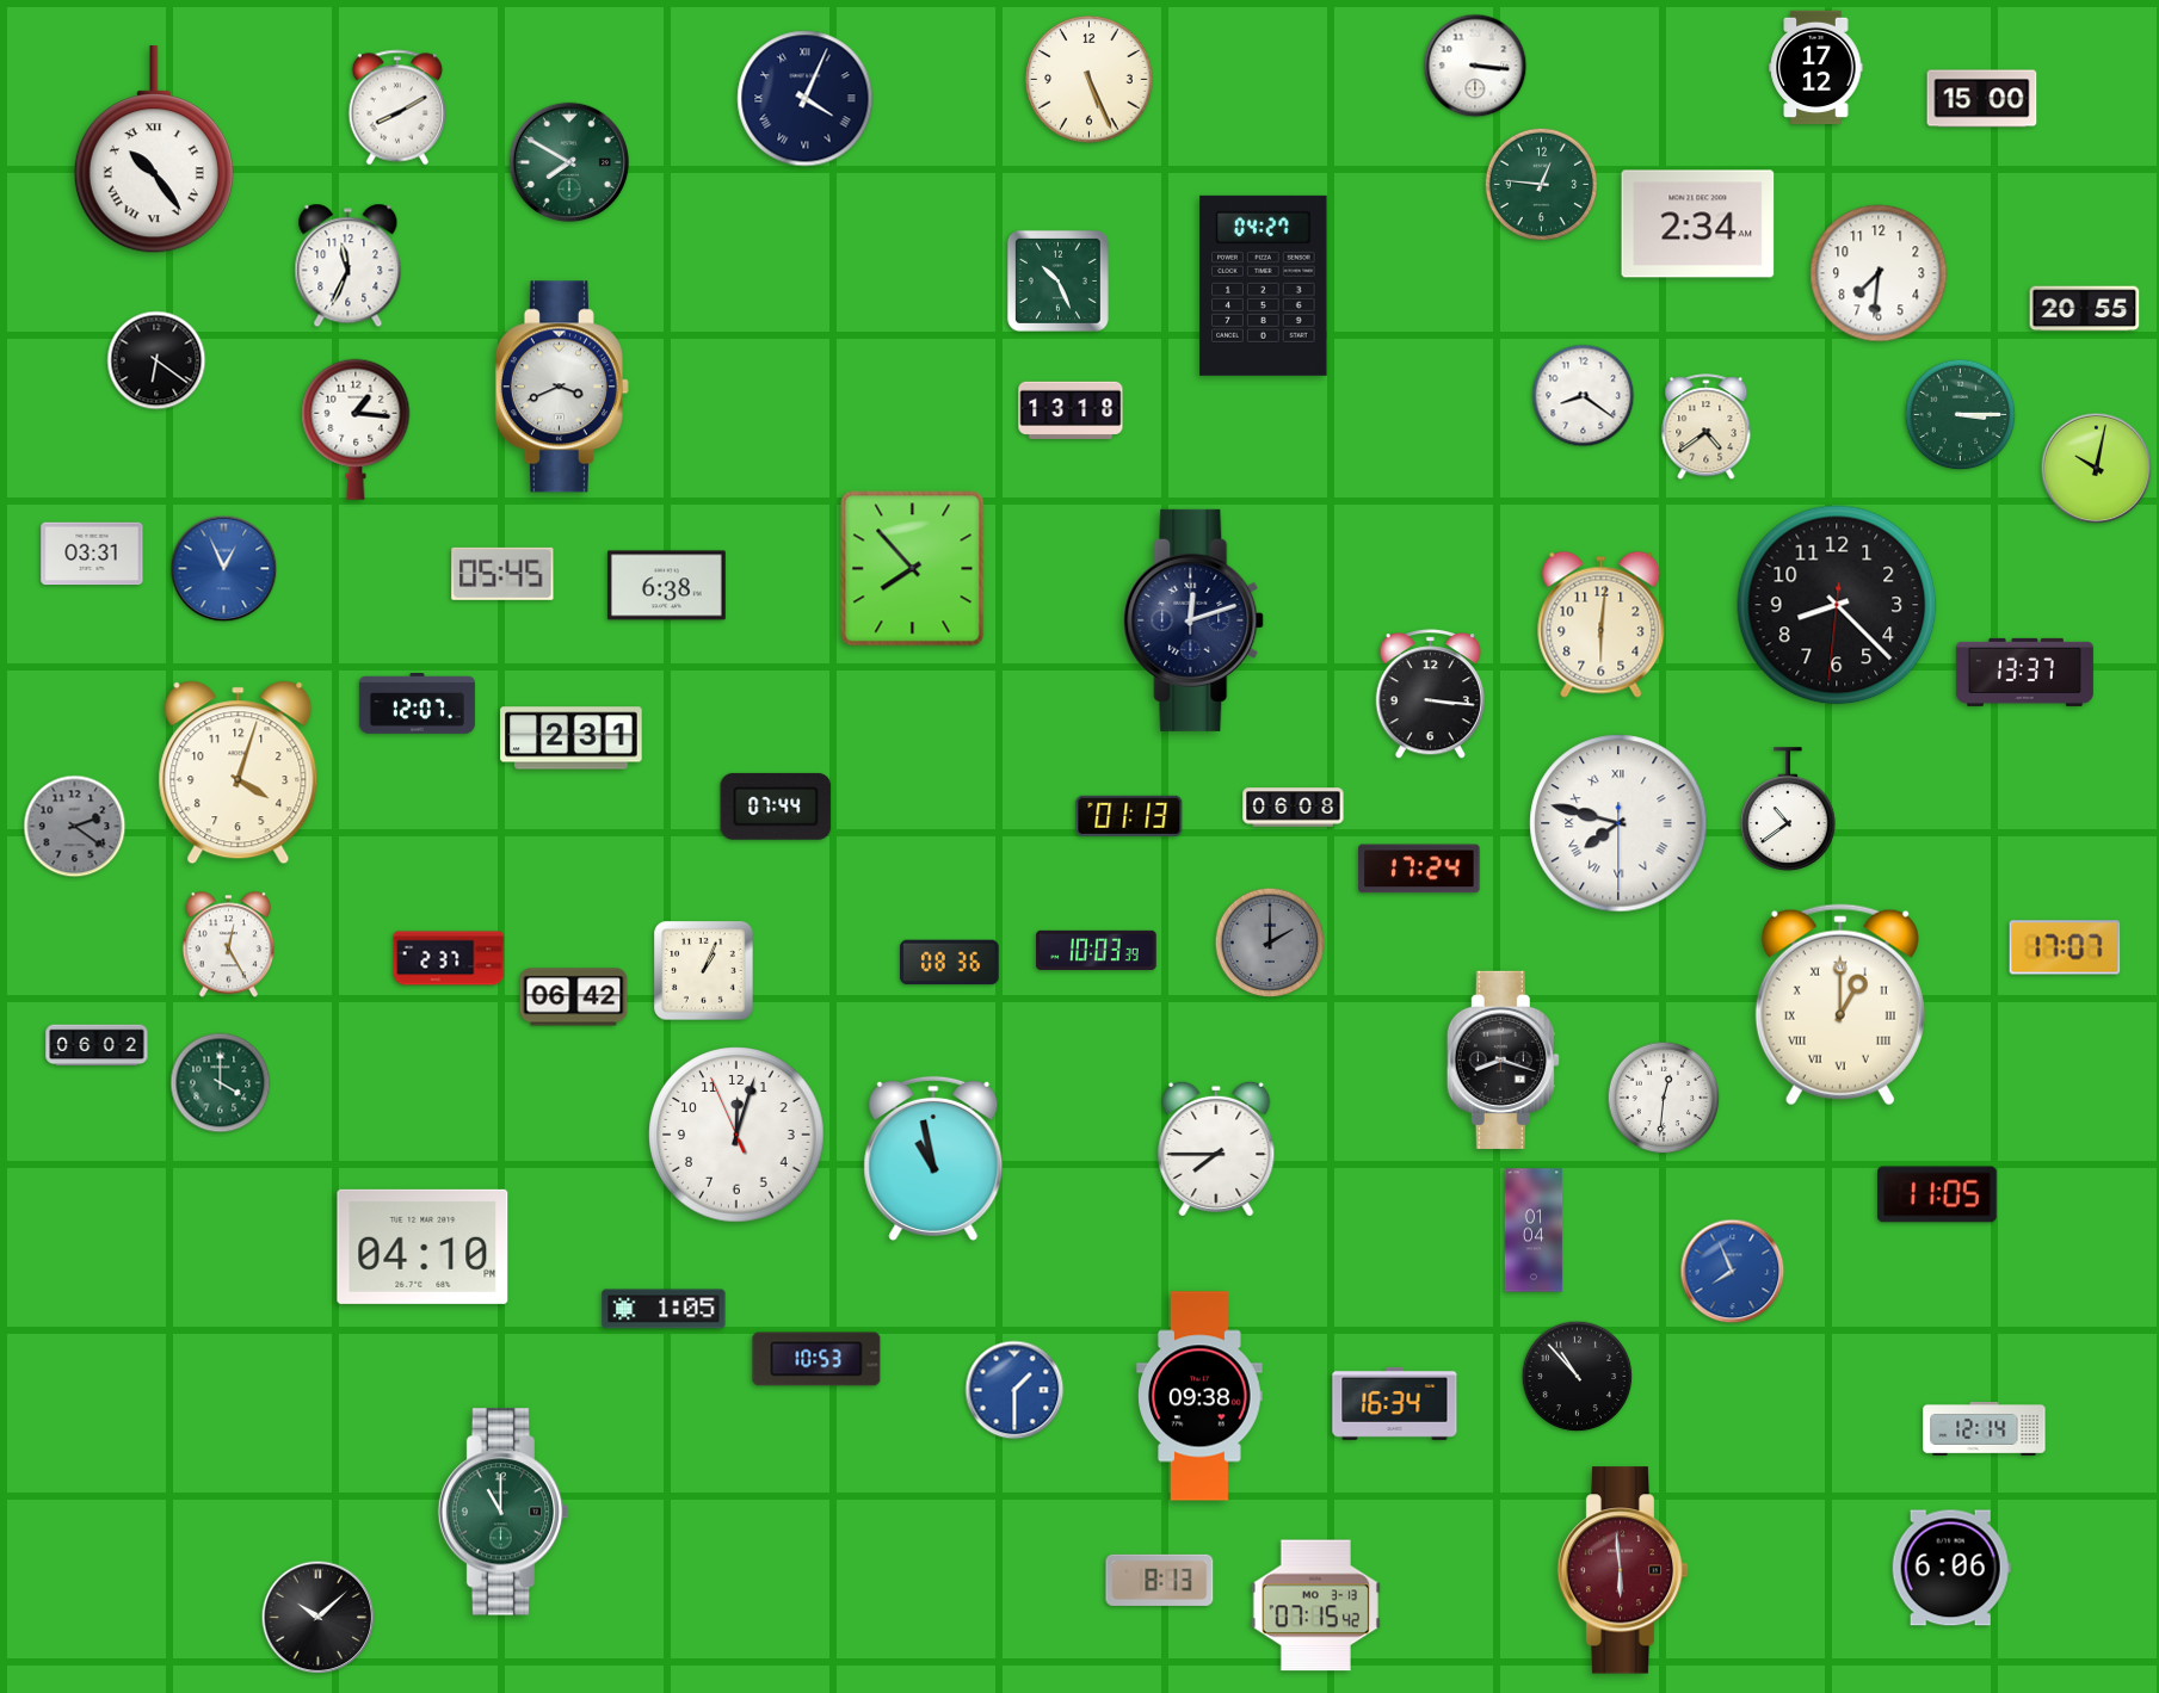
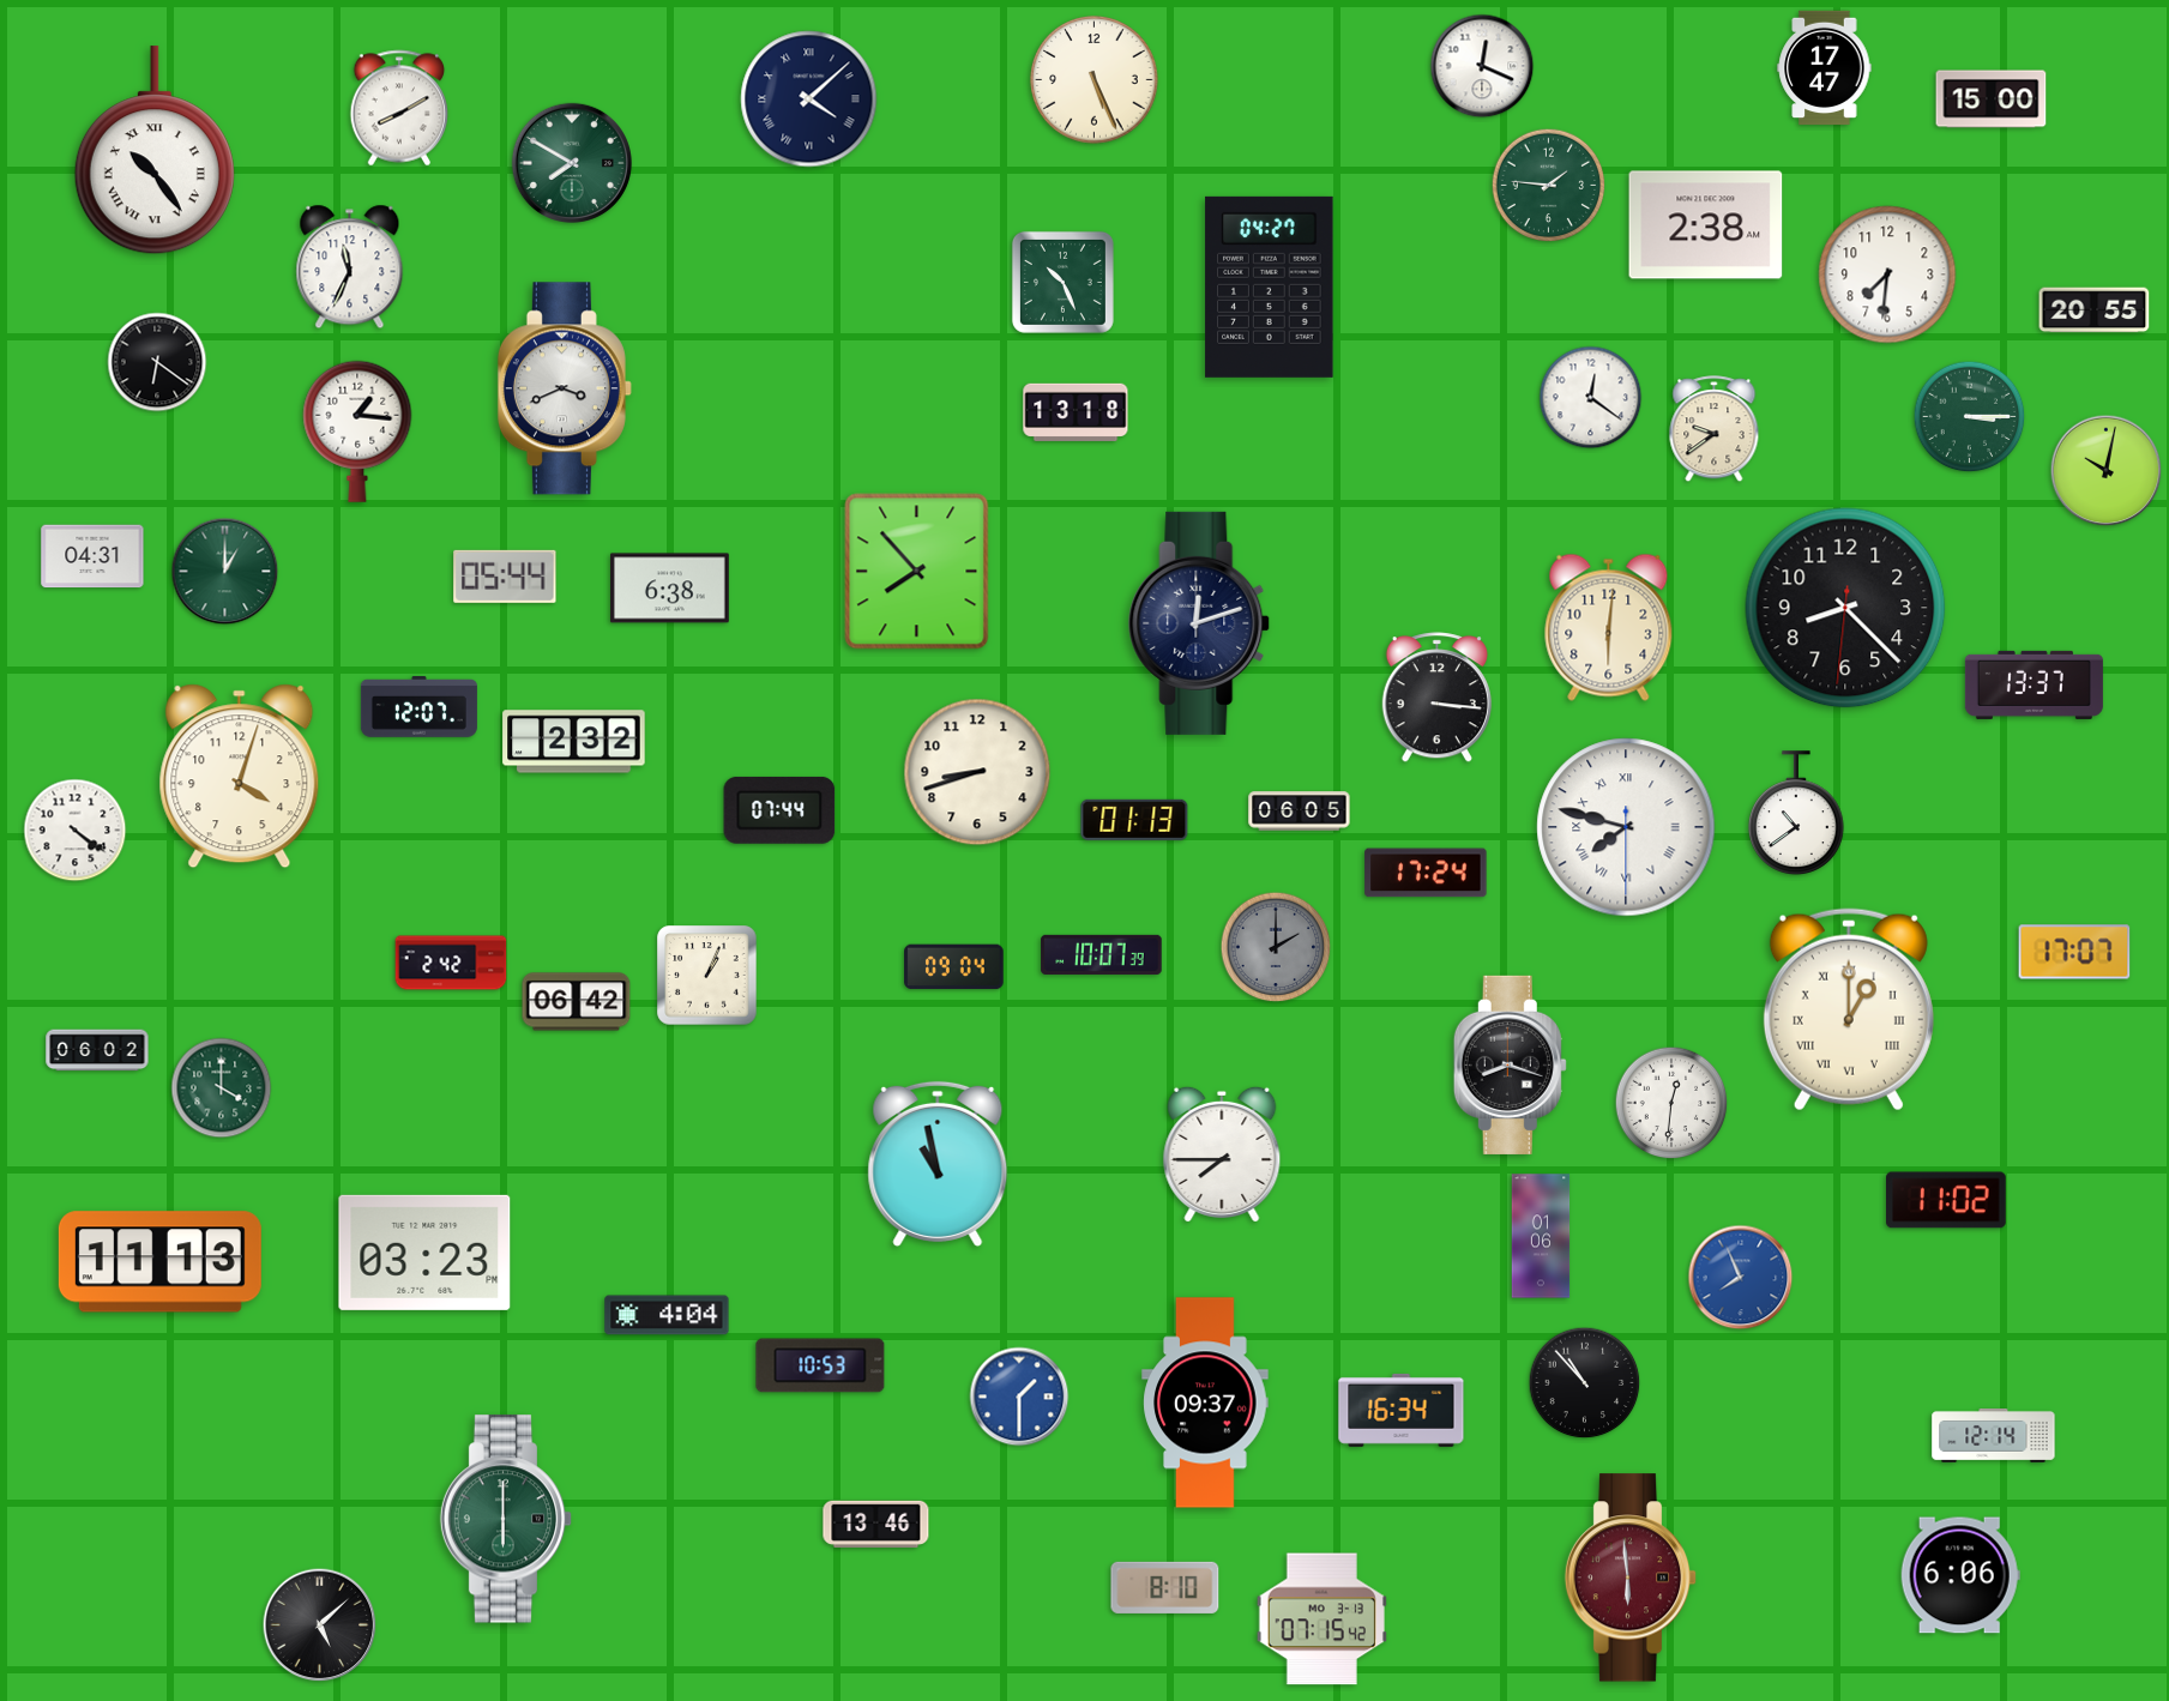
clock at (1475, 66): 3:16 -> 12:19
clock at (1816, 68): 17:12 -> 17:47
clock at (806, 99): 4:04 -> 4:08
clock at (1542, 185): 12:46 -> 1:46
clock at (1698, 224): 2:34 -> 2:38
clock at (1584, 396): 8:21 -> 12:21
clock at (1707, 427): 4:39 -> 9:39
clock at (92, 554): 03:31 -> 04:31
clock at (224, 569): 12:56 -> 1:00
clock at (224, 569) dial: blue -> green
clock at (502, 574): 05:45 -> 05:44
clock at (2024, 672) position: (2024, 672) -> (2034, 684)
clock at (572, 739): 2:31 -> 2:32
clock at (977, 772): none -> 8:42
clock at (1294, 808): 06:08 -> 06:05
clock at (75, 827): 2:21 -> 4:21
clock at (75, 827) dial: grey -> white
clock at (228, 945): 12:25 -> none
clock at (1097, 950): 10:03 -> 10:07
clock at (449, 958): 2:37 -> 2:42
clock at (950, 963): 08:36 -> 09:04
clock at (736, 1135): 12:02 -> none
clock at (1938, 1194): 11:05 -> 11:02
clock at (1534, 1230): 01:04 -> 01:06
clock at (422, 1247): 04:10 -> 03:23
clock at (159, 1262): none -> 11:13
clock at (664, 1309): 1:05 -> 4:04
clock at (1199, 1396): 09:38 -> 09:37
clock at (504, 1512): 11:00 -> 6:00
clock at (876, 1524): none -> 13:46
clock at (1160, 1580): 8:13 -> 8:10
clock at (1315, 1606) position: (1315, 1606) -> (1321, 1619)
clock at (319, 1618): 10:08 -> 5:08
